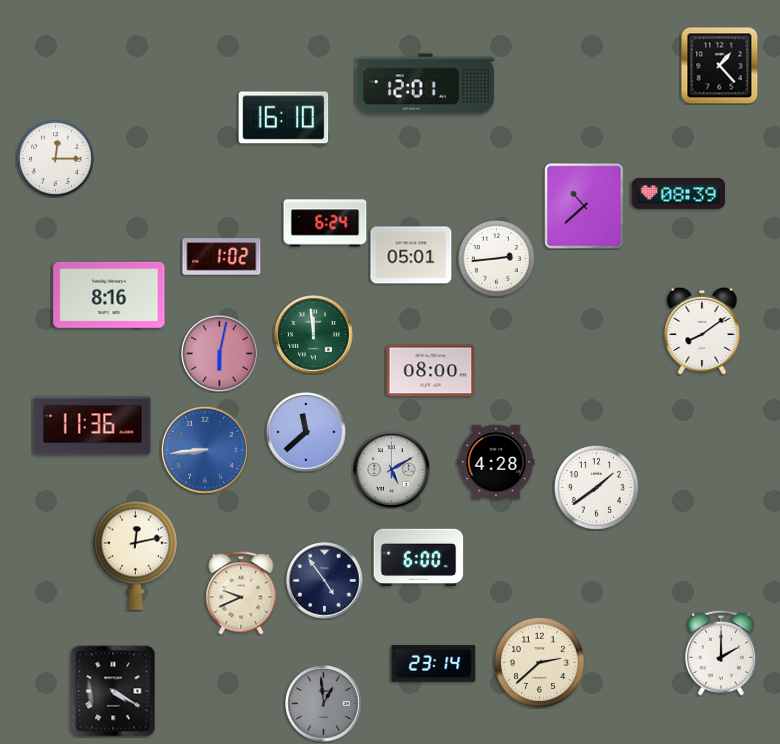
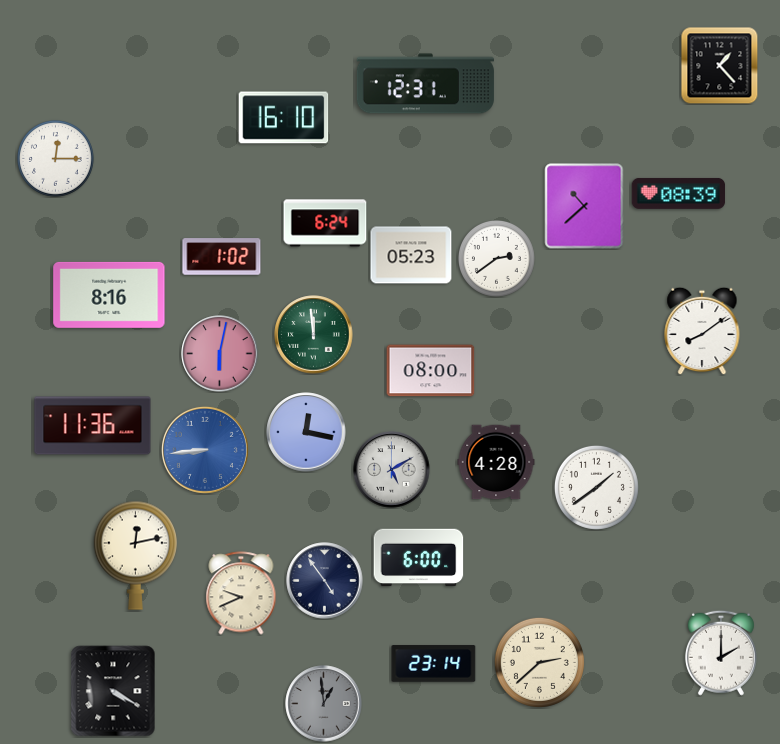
clock at (425, 84): 12:01 -> 12:31
clock at (411, 255): 05:01 -> 05:23
clock at (496, 258): 2:44 -> 2:39
clock at (306, 432): 11:38 -> 12:17
